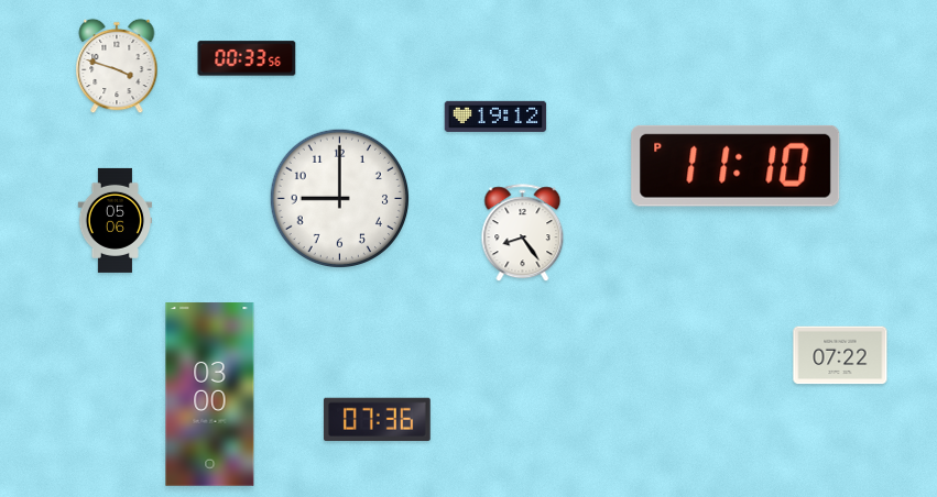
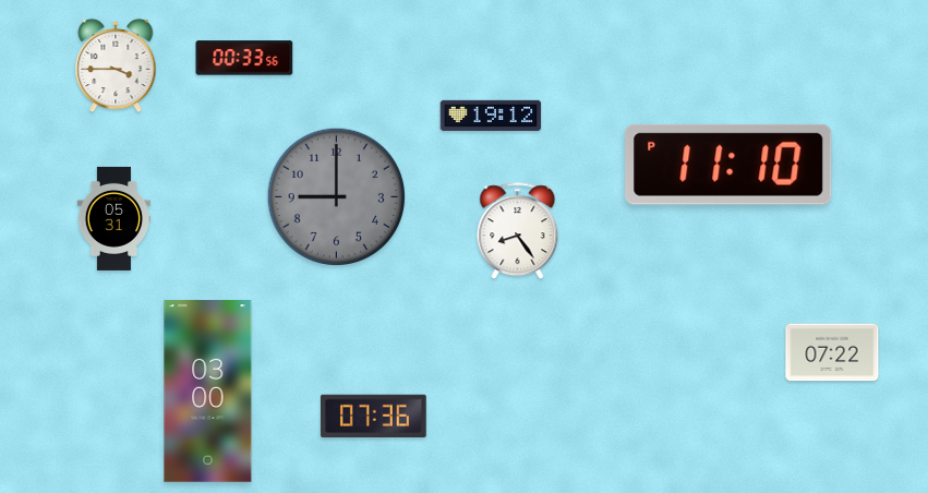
clock at (117, 66): 3:48 -> 3:45
clock at (339, 198) dial: white -> grey
clock at (116, 220): 05:06 -> 05:31
